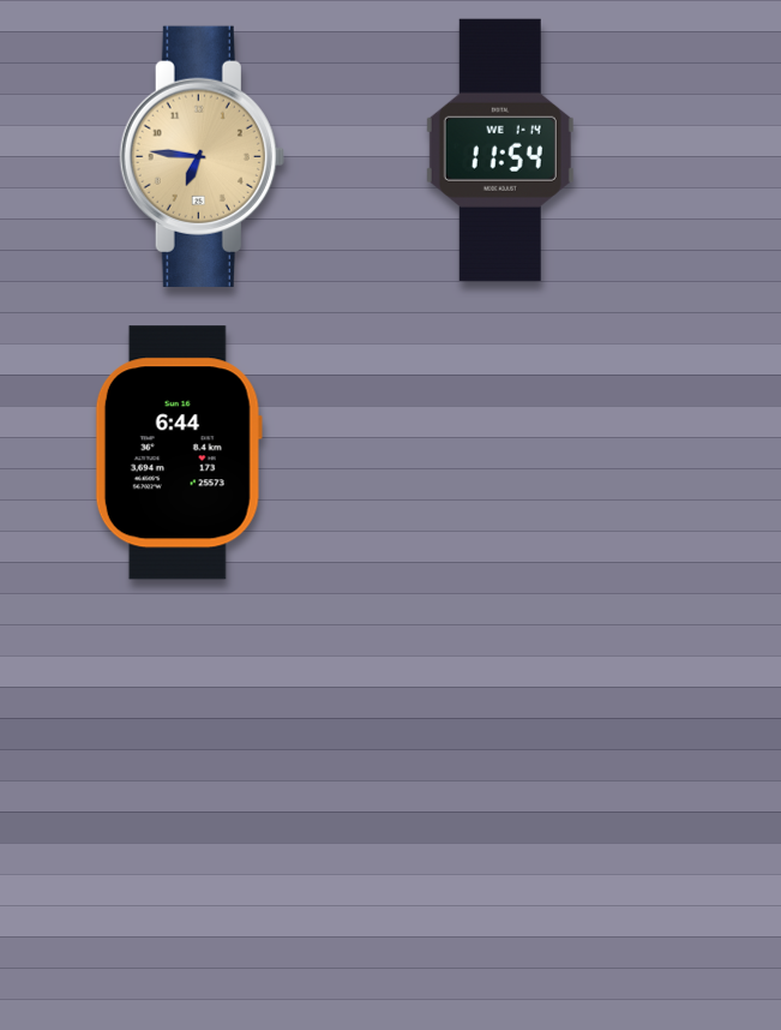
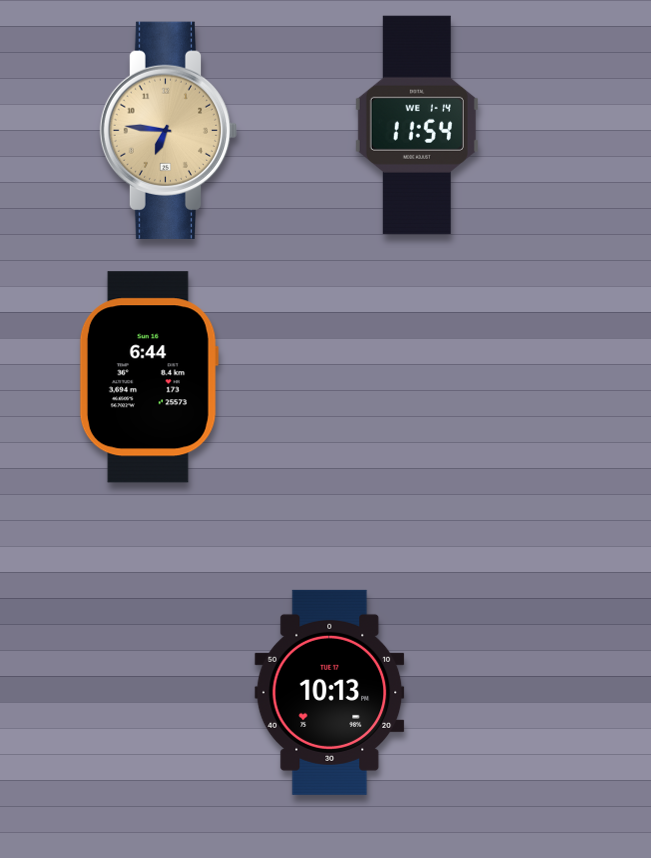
clock at (330, 692): none -> 10:13
